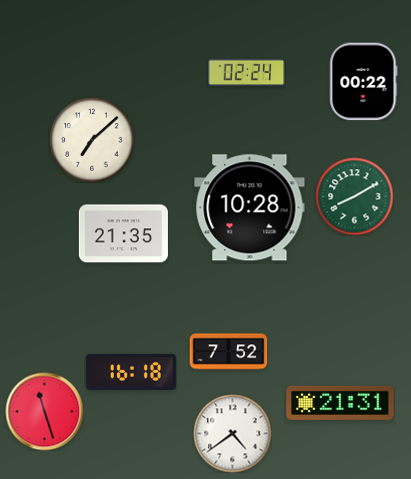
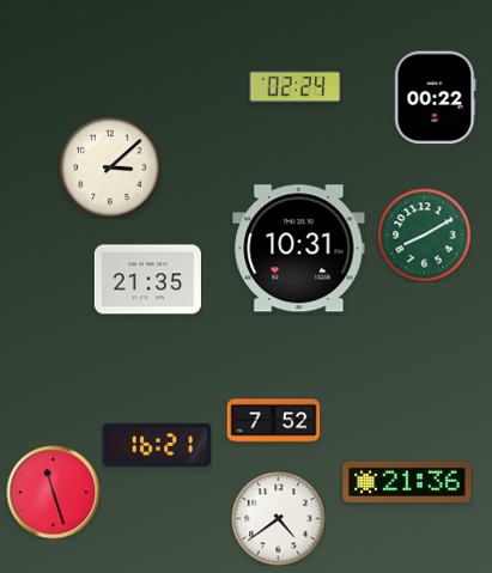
clock at (92, 140): 7:08 -> 3:08
clock at (250, 208): 10:28 -> 10:31
clock at (131, 372): 16:18 -> 16:21
clock at (340, 403): 21:31 -> 21:36
